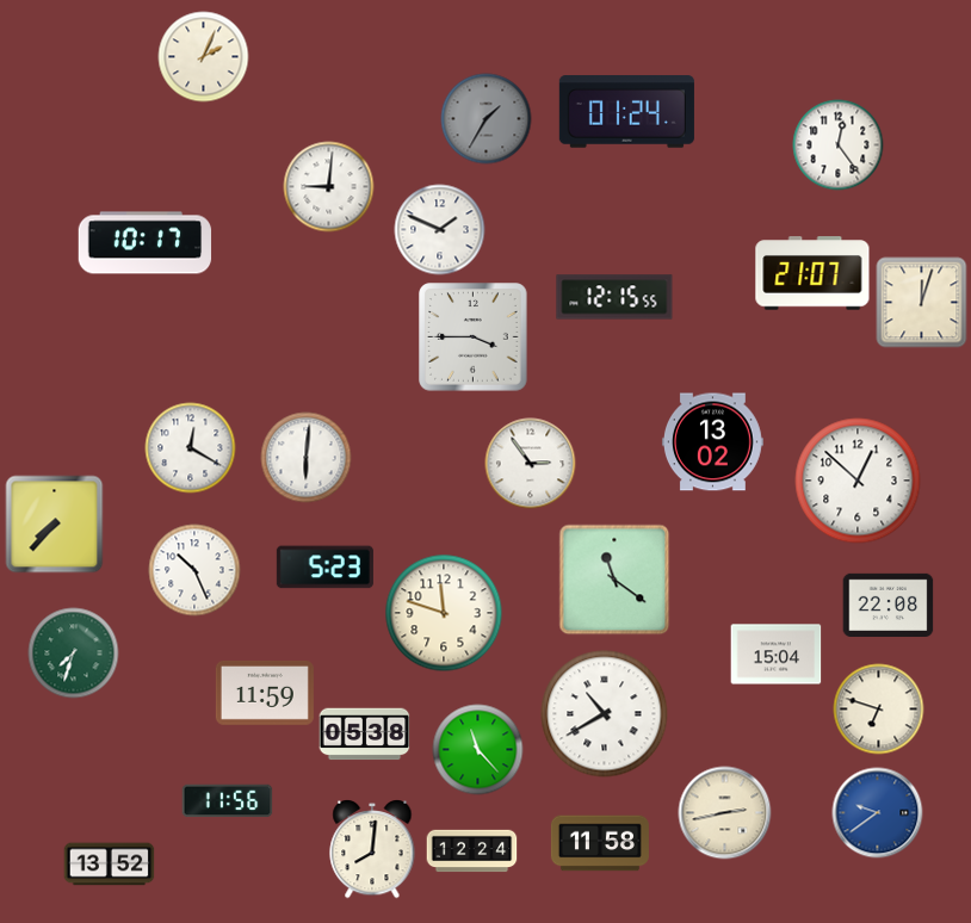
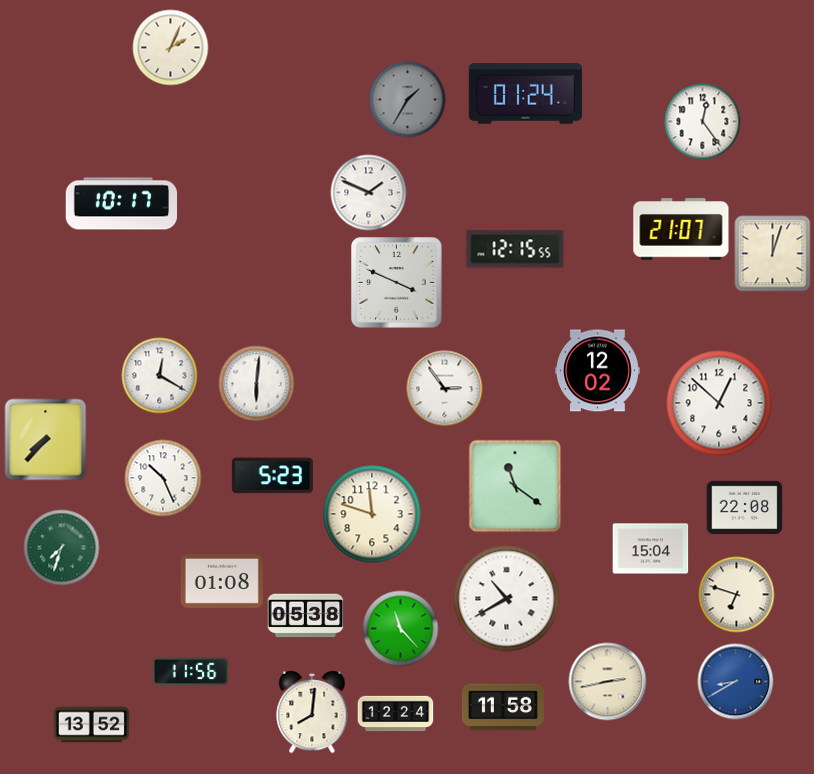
clock at (329, 187): 9:01 -> none
clock at (474, 337): 3:45 -> 3:49
clock at (712, 442): 13:02 -> 12:02
clock at (265, 694): 11:59 -> 01:08
clock at (878, 813): 9:39 -> 8:40
